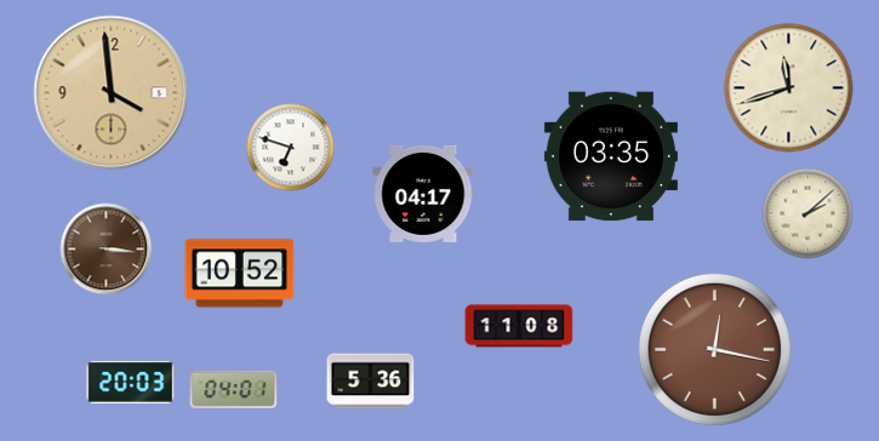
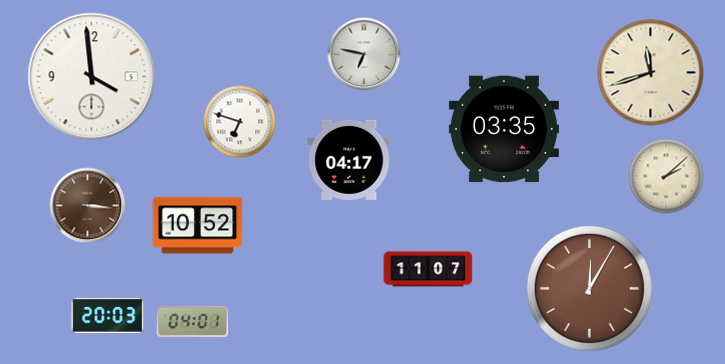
clock at (364, 54): none -> 6:47
clock at (112, 93) dial: champagne -> white
clock at (519, 326): 11:08 -> 11:07
clock at (714, 349): 12:17 -> 12:05
clock at (371, 382): 5:36 -> none
